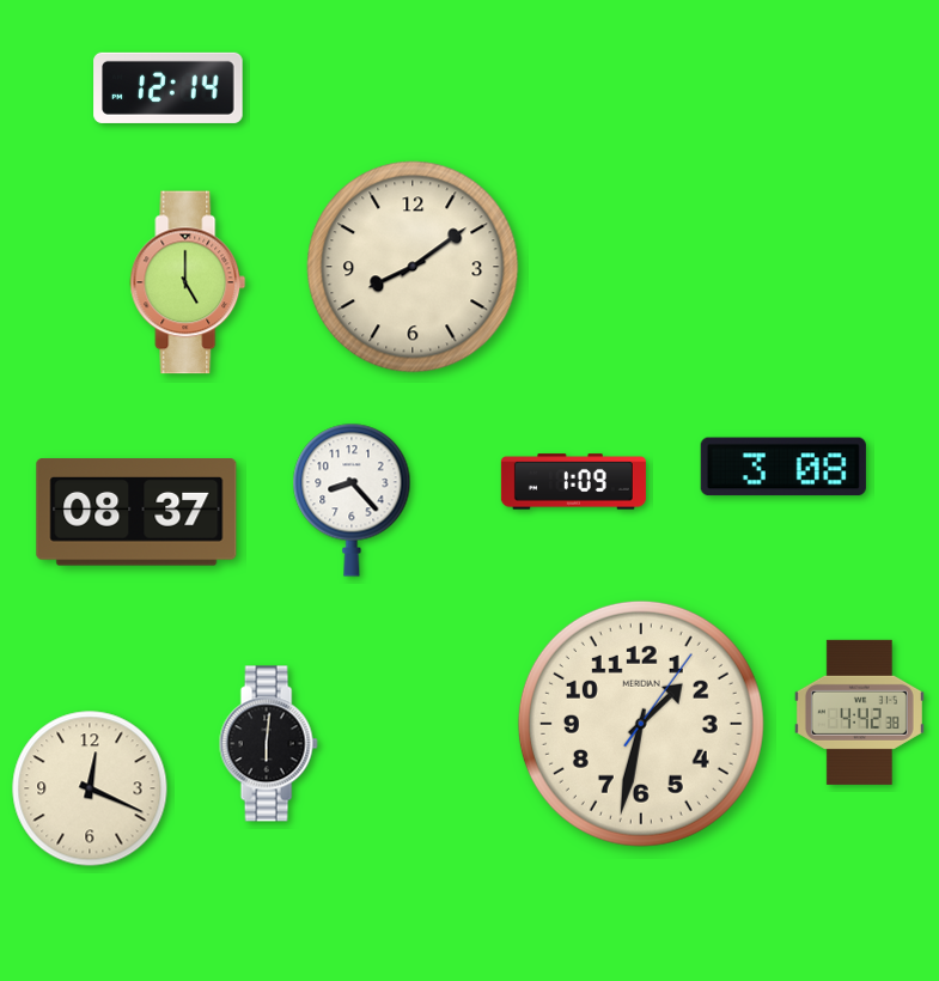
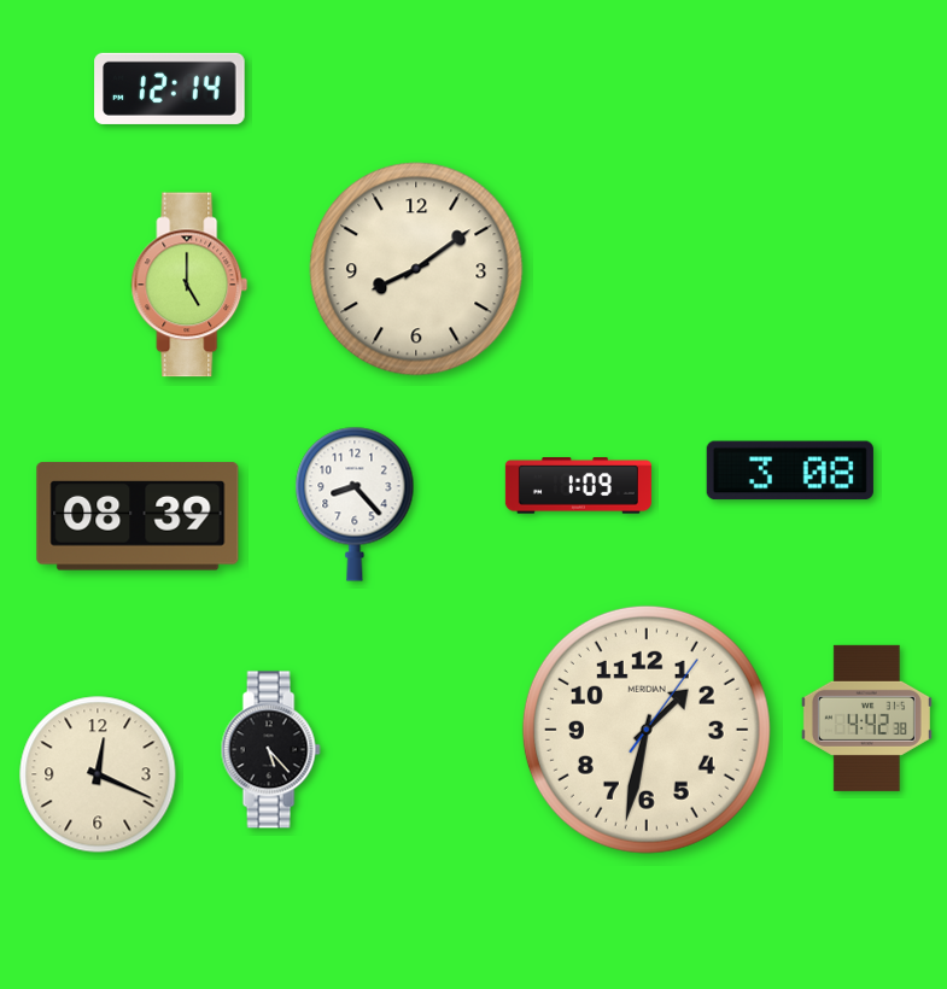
clock at (136, 512): 08:37 -> 08:39
clock at (268, 744): 6:01 -> 5:23
clock at (90, 788) position: (90, 788) -> (98, 774)
